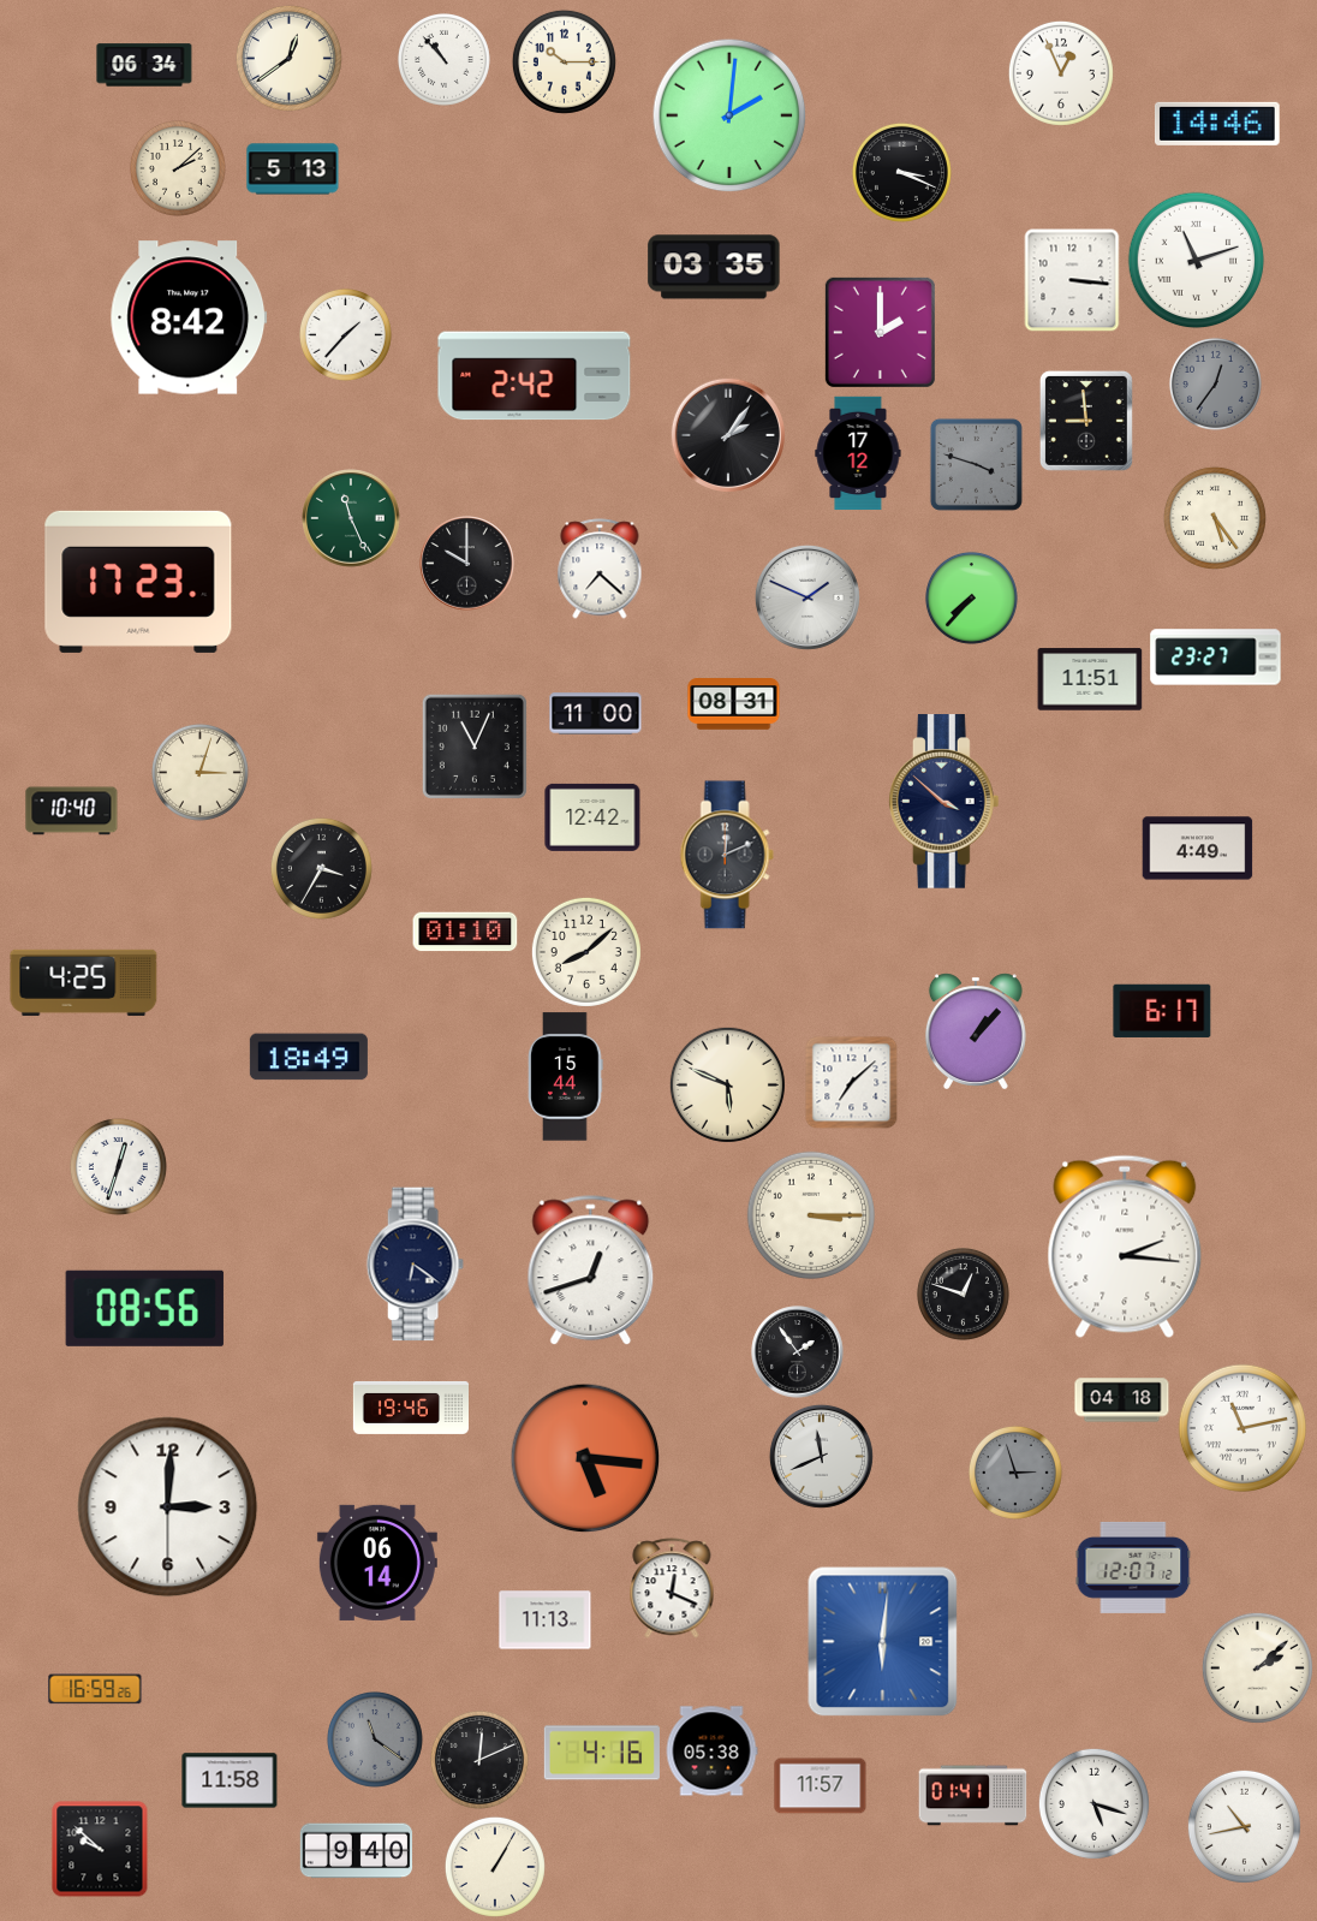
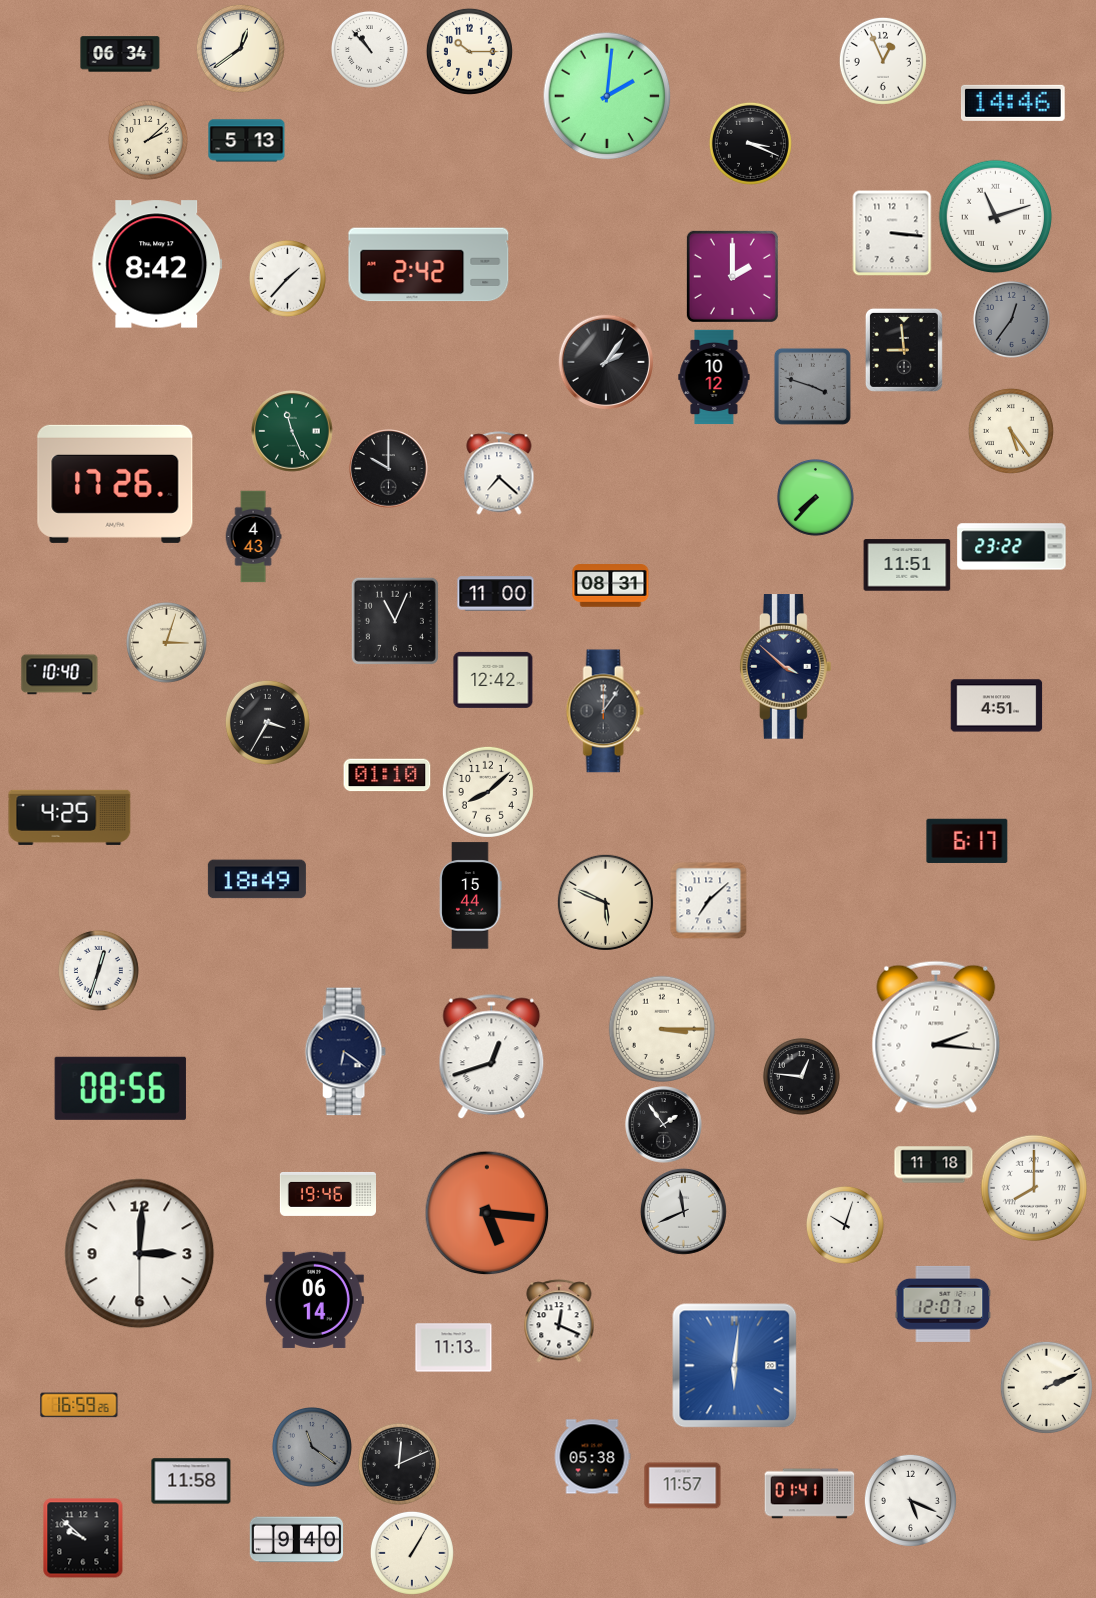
clock at (293, 169) position: (293, 169) -> (247, 141)
clock at (714, 267): 03:35 -> none
clock at (535, 376) position: (535, 376) -> (429, 265)
clock at (858, 453): 17:12 -> 10:12
clock at (138, 582): 17:23 -> 17:26
clock at (808, 597): 1:49 -> none
clock at (971, 597) position: (971, 597) -> (815, 497)
clock at (253, 537): none -> 4:43
clock at (1216, 658): 23:27 -> 23:22
clock at (1198, 849): 4:49 -> 4:51
clock at (727, 855): 12:11 -> 12:06
clock at (976, 1030): 1:07 -> none
clock at (810, 1214) position: (810, 1214) -> (661, 1028)
clock at (963, 1293): 12:48 -> 12:46
clock at (1122, 1400): 04:18 -> 11:18
clock at (410, 1408) position: (410, 1408) -> (327, 1194)
clock at (1241, 1427): 11:13 -> 8:00
clock at (1015, 1473): 2:57 -> 10:03
clock at (1015, 1473) dial: grey -> white
clock at (1257, 1667): 2:08 -> 2:11
clock at (602, 1753): 4:16 -> none
clock at (1093, 1803): 5:18 -> 5:19
clock at (1244, 1826): 10:43 -> none
